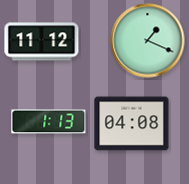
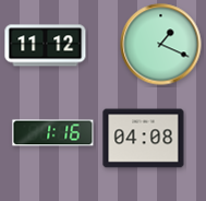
clock at (49, 122): 1:13 -> 1:16
clock at (132, 124) position: (132, 124) -> (144, 139)
